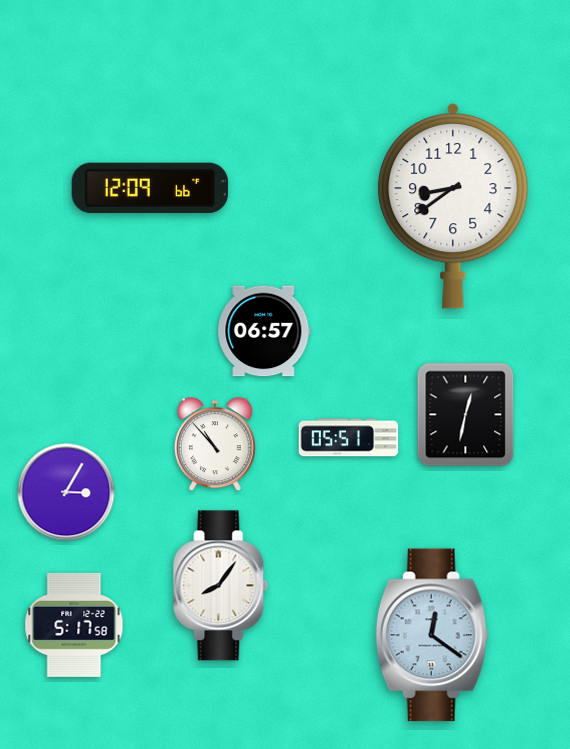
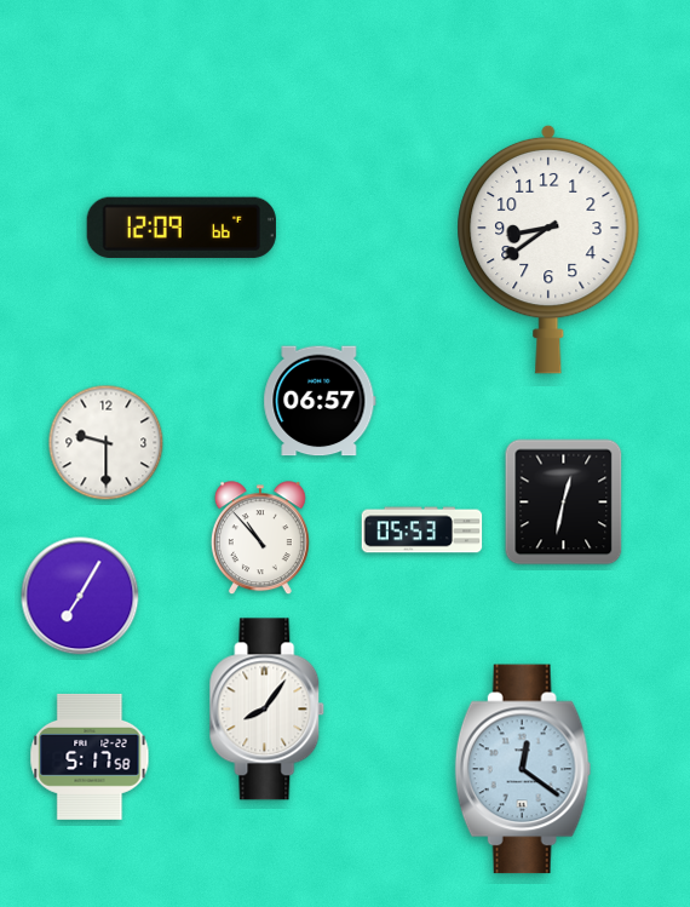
clock at (107, 443): none -> 9:30
clock at (349, 438): 05:51 -> 05:53
clock at (66, 492): 3:05 -> 7:05
